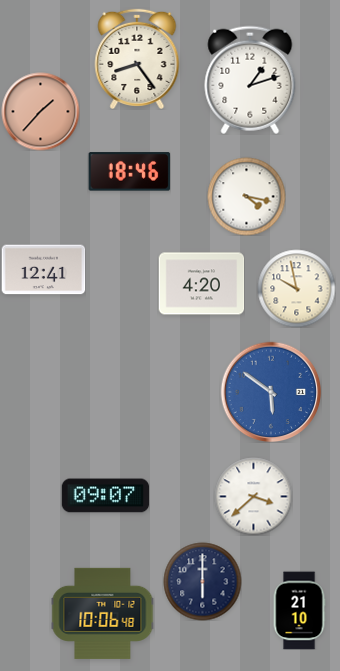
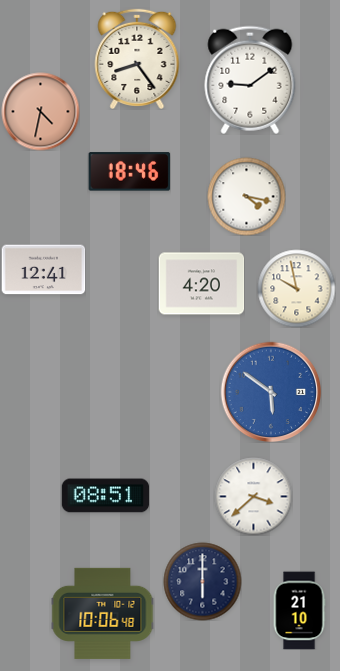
clock at (250, 80): 1:12 -> 9:09
clock at (40, 111): 1:37 -> 4:32
clock at (105, 496): 09:07 -> 08:51
